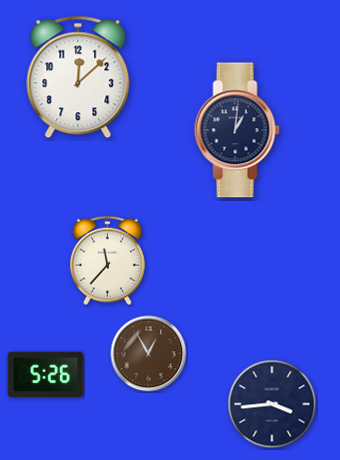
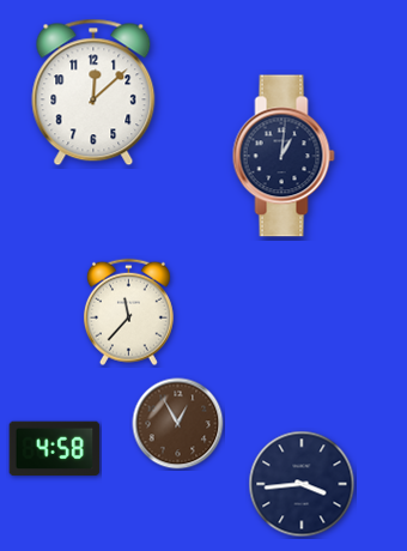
clock at (46, 375): 5:26 -> 4:58
clock at (272, 404) position: (272, 404) -> (302, 484)
